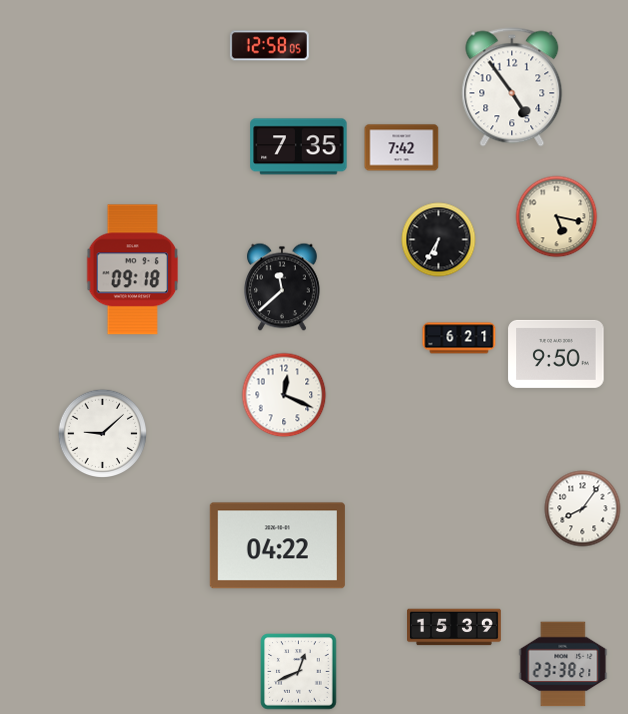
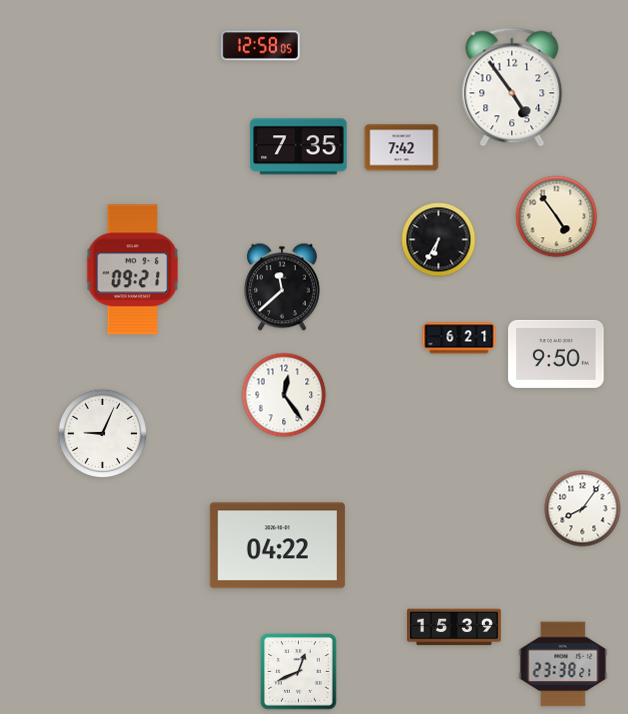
clock at (269, 46) position: (269, 46) -> (260, 46)
clock at (557, 217): 5:17 -> 4:54
clock at (133, 270): 09:18 -> 09:21
clock at (284, 395): 12:19 -> 12:24
clock at (102, 433): 9:08 -> 9:04
